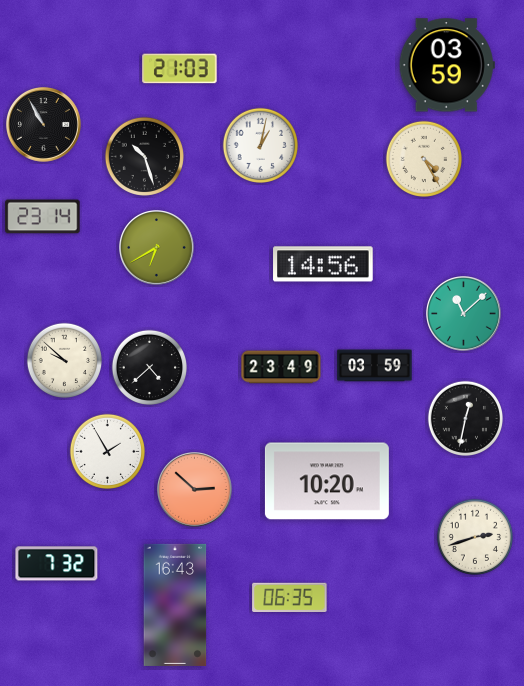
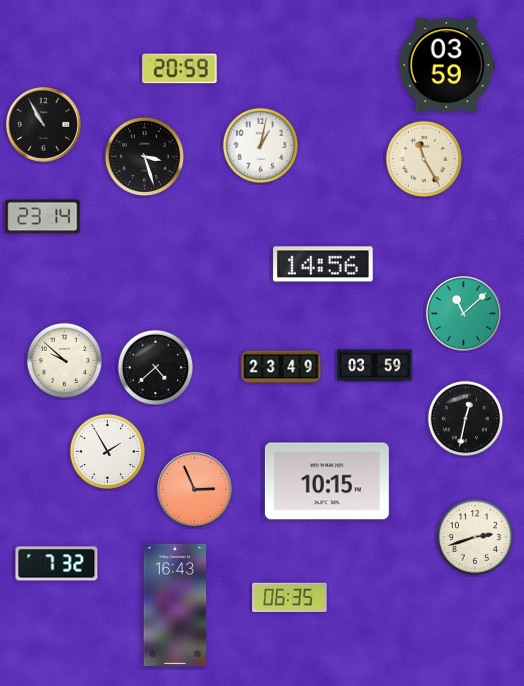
clock at (180, 69): 21:03 -> 20:59
clock at (144, 156): 10:27 -> 3:27
clock at (423, 158): 4:25 -> 11:25
clock at (157, 248): 6:40 -> none
clock at (149, 367) position: (149, 367) -> (155, 367)
clock at (327, 481): 10:20 -> 10:15
clock at (195, 490): 2:52 -> 2:56
